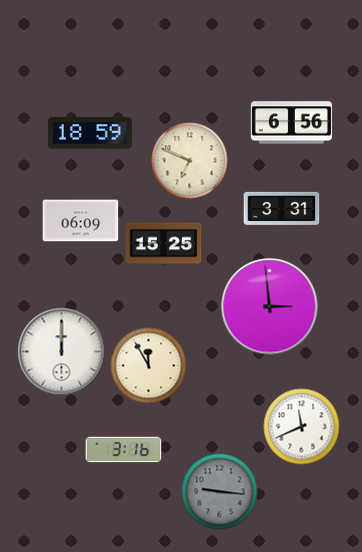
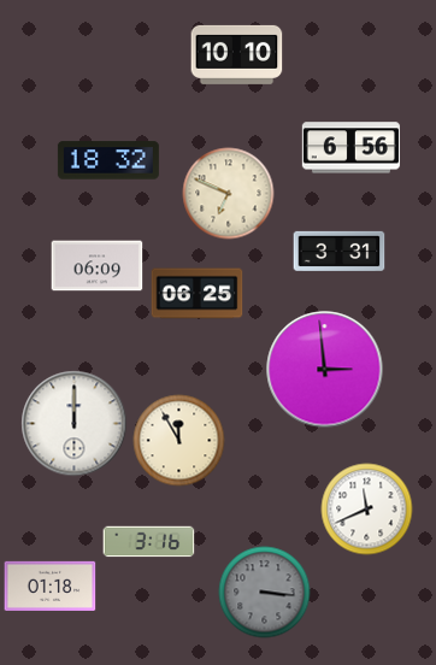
clock at (237, 54): none -> 10:10
clock at (90, 133): 18:59 -> 18:32
clock at (164, 244): 15:25 -> 06:25
clock at (302, 427) position: (302, 427) -> (367, 510)
clock at (51, 585): none -> 01:18
clock at (220, 492): 9:16 -> 3:16
